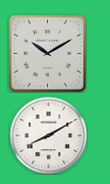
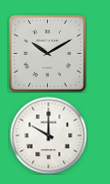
clock at (48, 135): 8:10 -> 10:00
